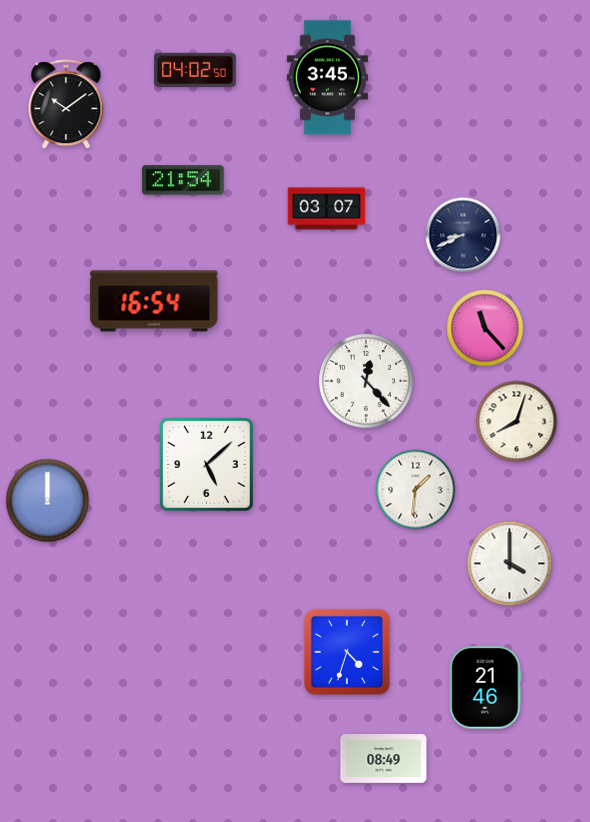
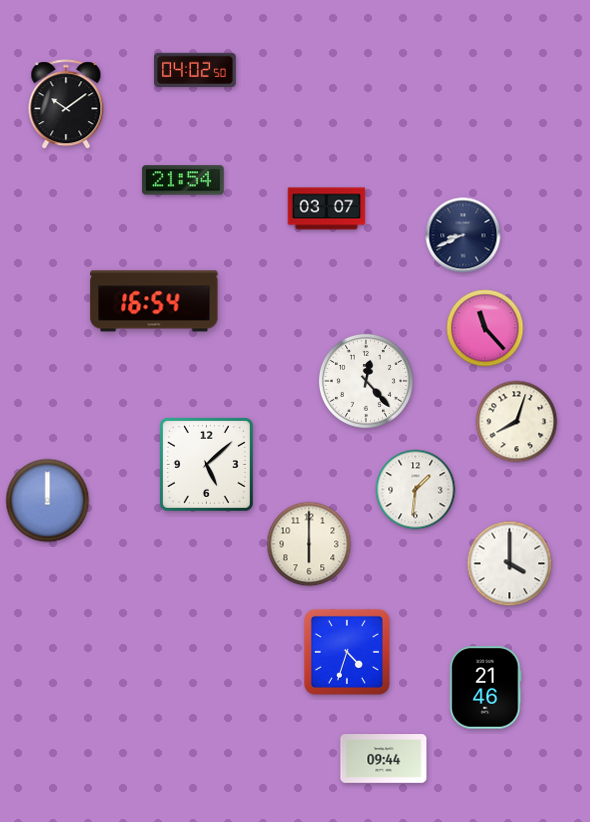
clock at (327, 78): 3:45 -> none
clock at (309, 544): none -> 6:00
clock at (384, 759): 08:49 -> 09:44
